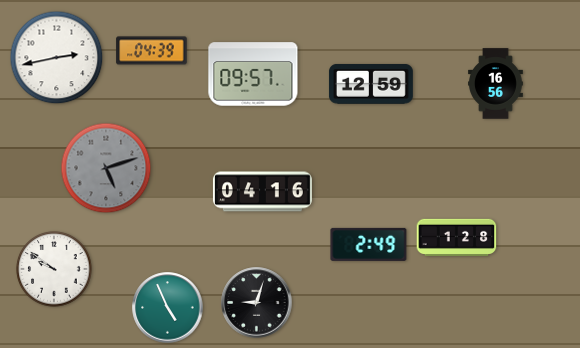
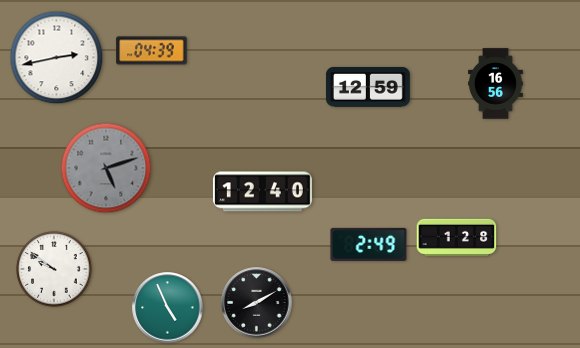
clock at (253, 74): 09:57 -> none
clock at (371, 84) position: (371, 84) -> (368, 87)
clock at (262, 192): 04:16 -> 12:40
clock at (257, 303): 9:03 -> 8:10
